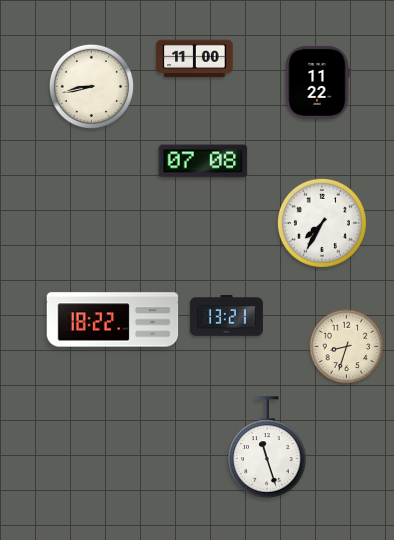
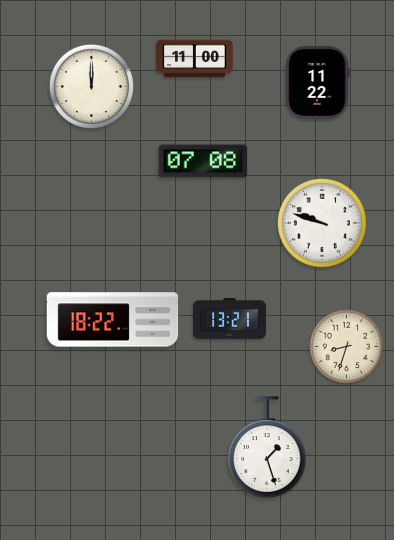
clock at (91, 86): 8:43 -> 12:00
clock at (322, 223): 7:35 -> 9:48
clock at (226, 316) position: (226, 316) -> (229, 319)
clock at (267, 447): 11:27 -> 1:27
